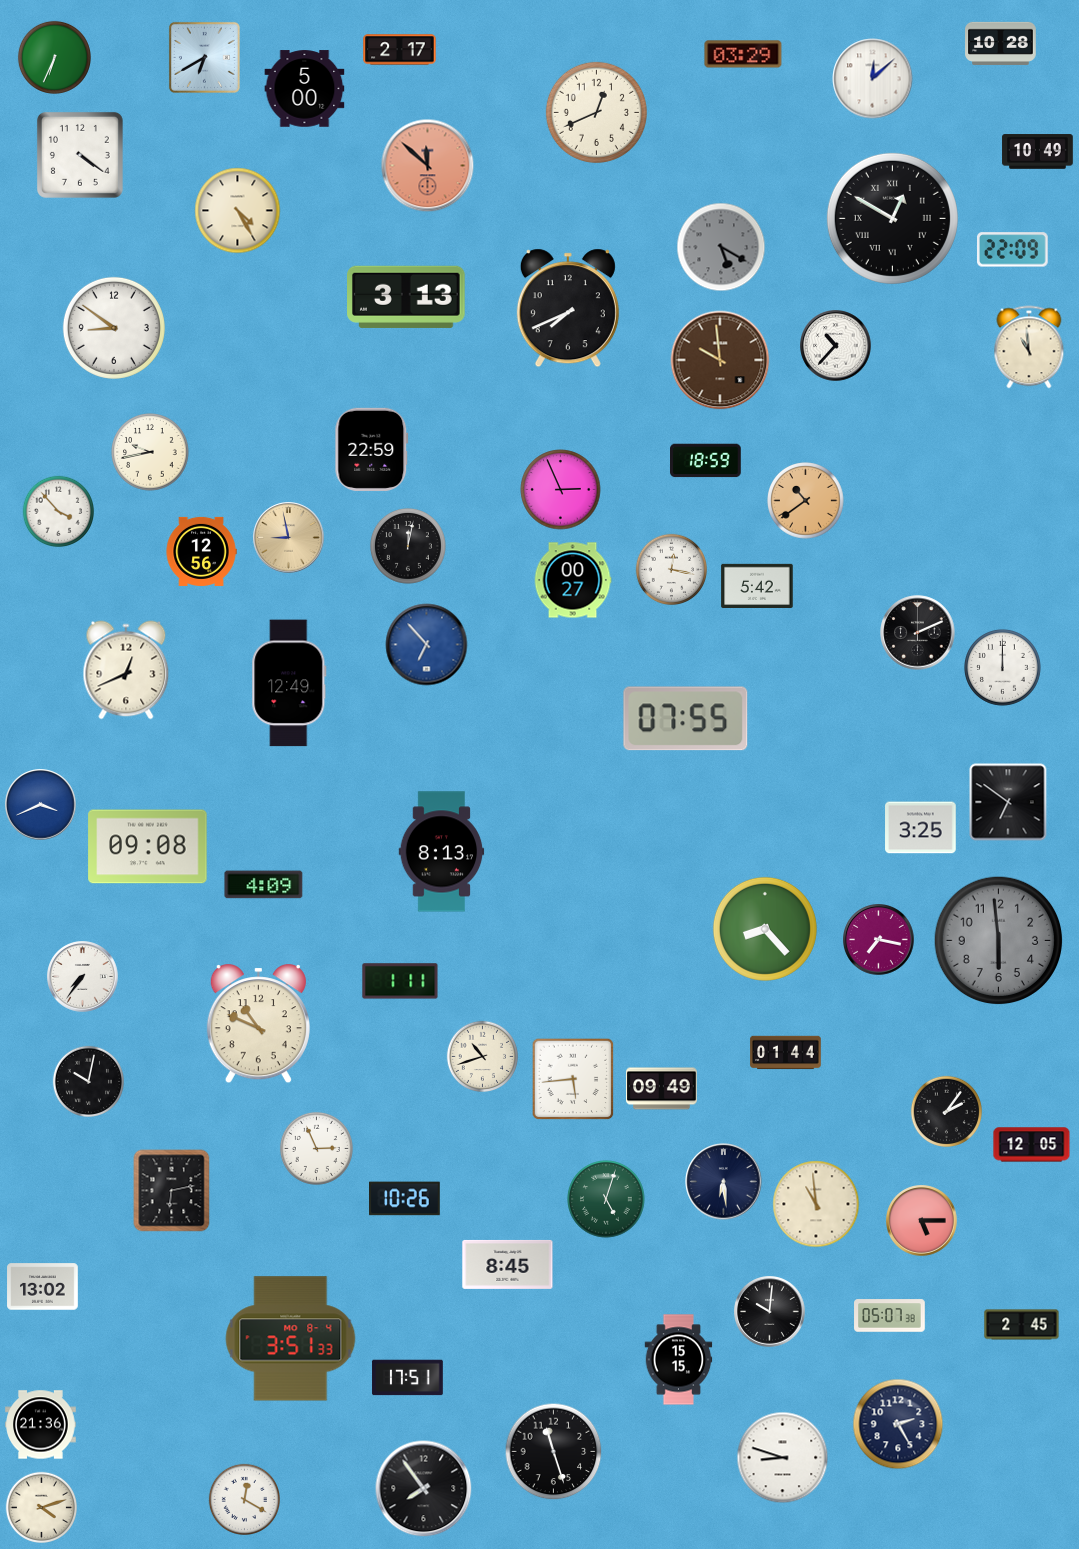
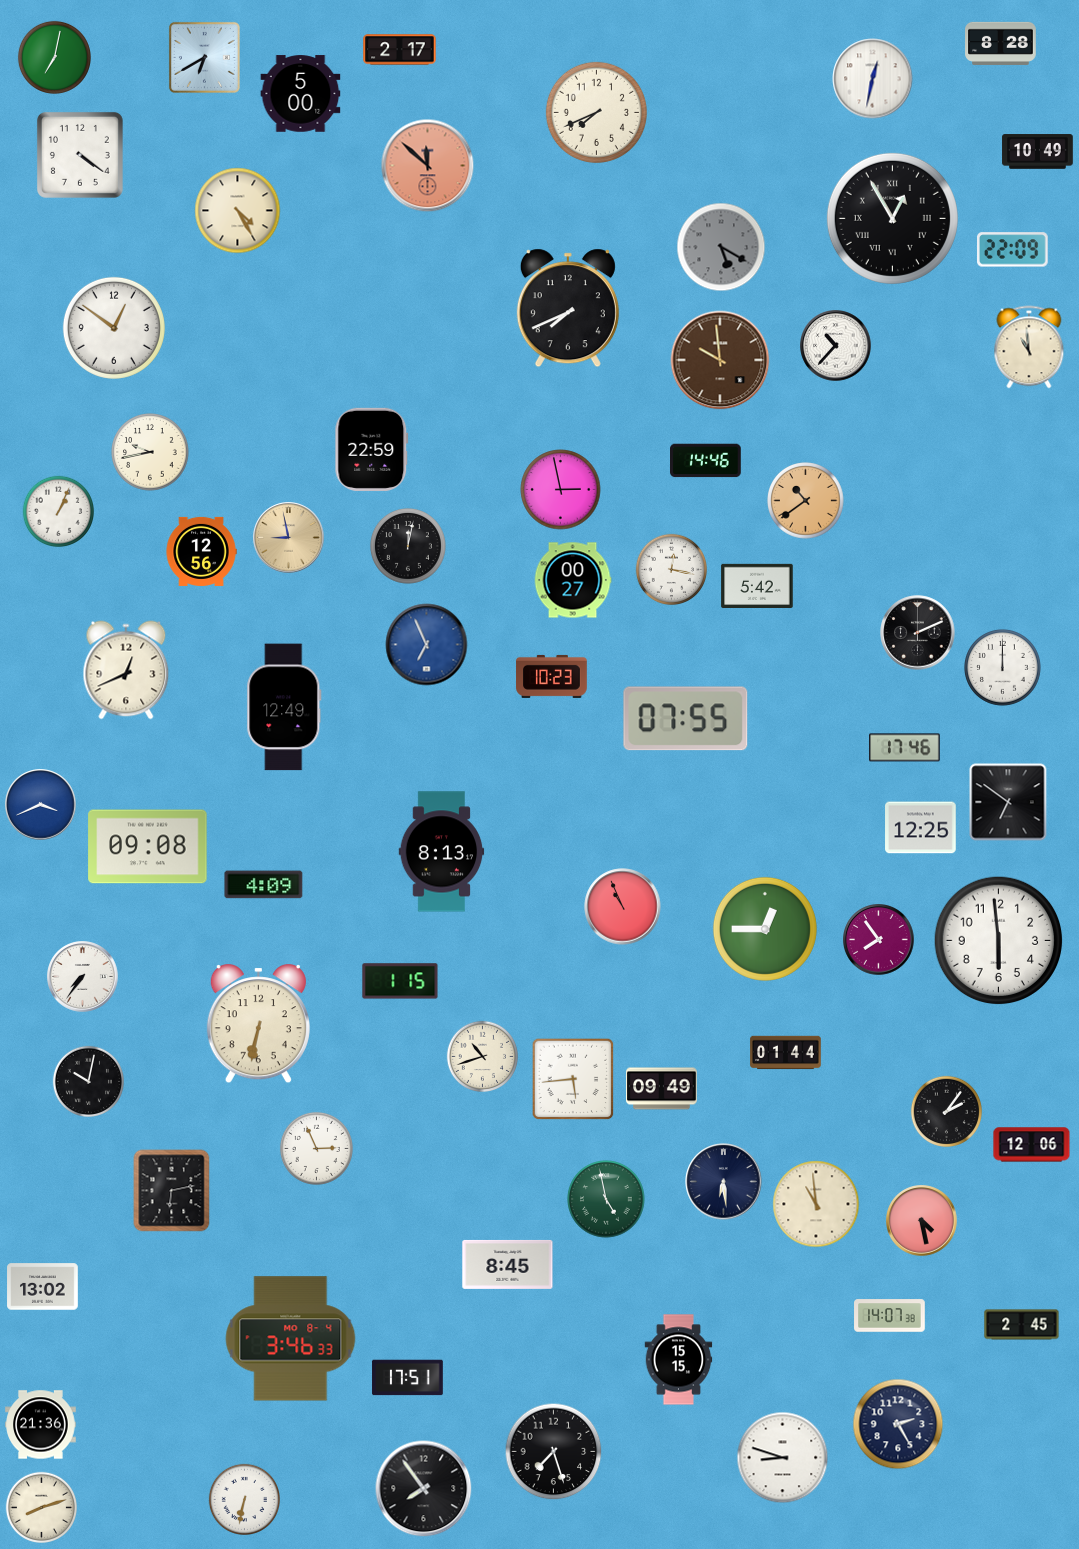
clock at (1001, 43): 10:28 -> 8:28
clock at (743, 54): 03:29 -> none
clock at (54, 57): 6:34 -> 7:02
clock at (873, 79): 12:08 -> 12:32
clock at (305, 89) position: (305, 89) -> (301, 94)
clock at (596, 112): 12:41 -> 7:41
clock at (892, 218): 12:50 -> 12:55
clock at (406, 297): 3:13 -> none
clock at (114, 328): 8:51 -> 12:51
clock at (706, 461): 18:59 -> 14:46
clock at (561, 490): 2:56 -> 2:58
clock at (58, 511): 3:53 -> 1:04
clock at (427, 645): 6:53 -> 6:56
clock at (552, 676): none -> 10:23
clock at (289, 683) position: (289, 683) -> (284, 707)
clock at (905, 748): none -> 17:46
clock at (921, 828): 3:25 -> 12:25
clock at (623, 907): none -> 10:56
clock at (765, 929): 8:23 -> 12:45
clock at (879, 940): 7:17 -> 7:54
clock at (999, 941) dial: grey -> white
clock at (400, 981): 1:11 -> 1:15
clock at (258, 1024): 10:49 -> 6:32
clock at (1032, 1145): 12:05 -> 12:06
clock at (405, 1199): 10:26 -> none
clock at (606, 1199): 5:03 -> 4:58
clock at (922, 1221): 5:15 -> 4:28
clock at (770, 1312): 10:01 -> none
clock at (890, 1316): 05:07 -> 14:07
clock at (291, 1339): 3:51 -> 3:46
clock at (554, 1452): 11:27 -> 7:27
clock at (244, 1499): 12:20 -> 6:32
clock at (41, 1507): 4:12 -> 8:12
